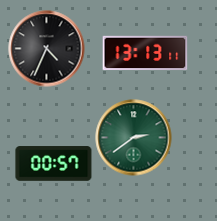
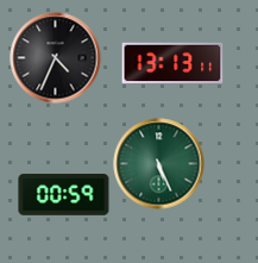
clock at (134, 138): 2:39 -> 5:26
clock at (54, 164): 00:57 -> 00:59
